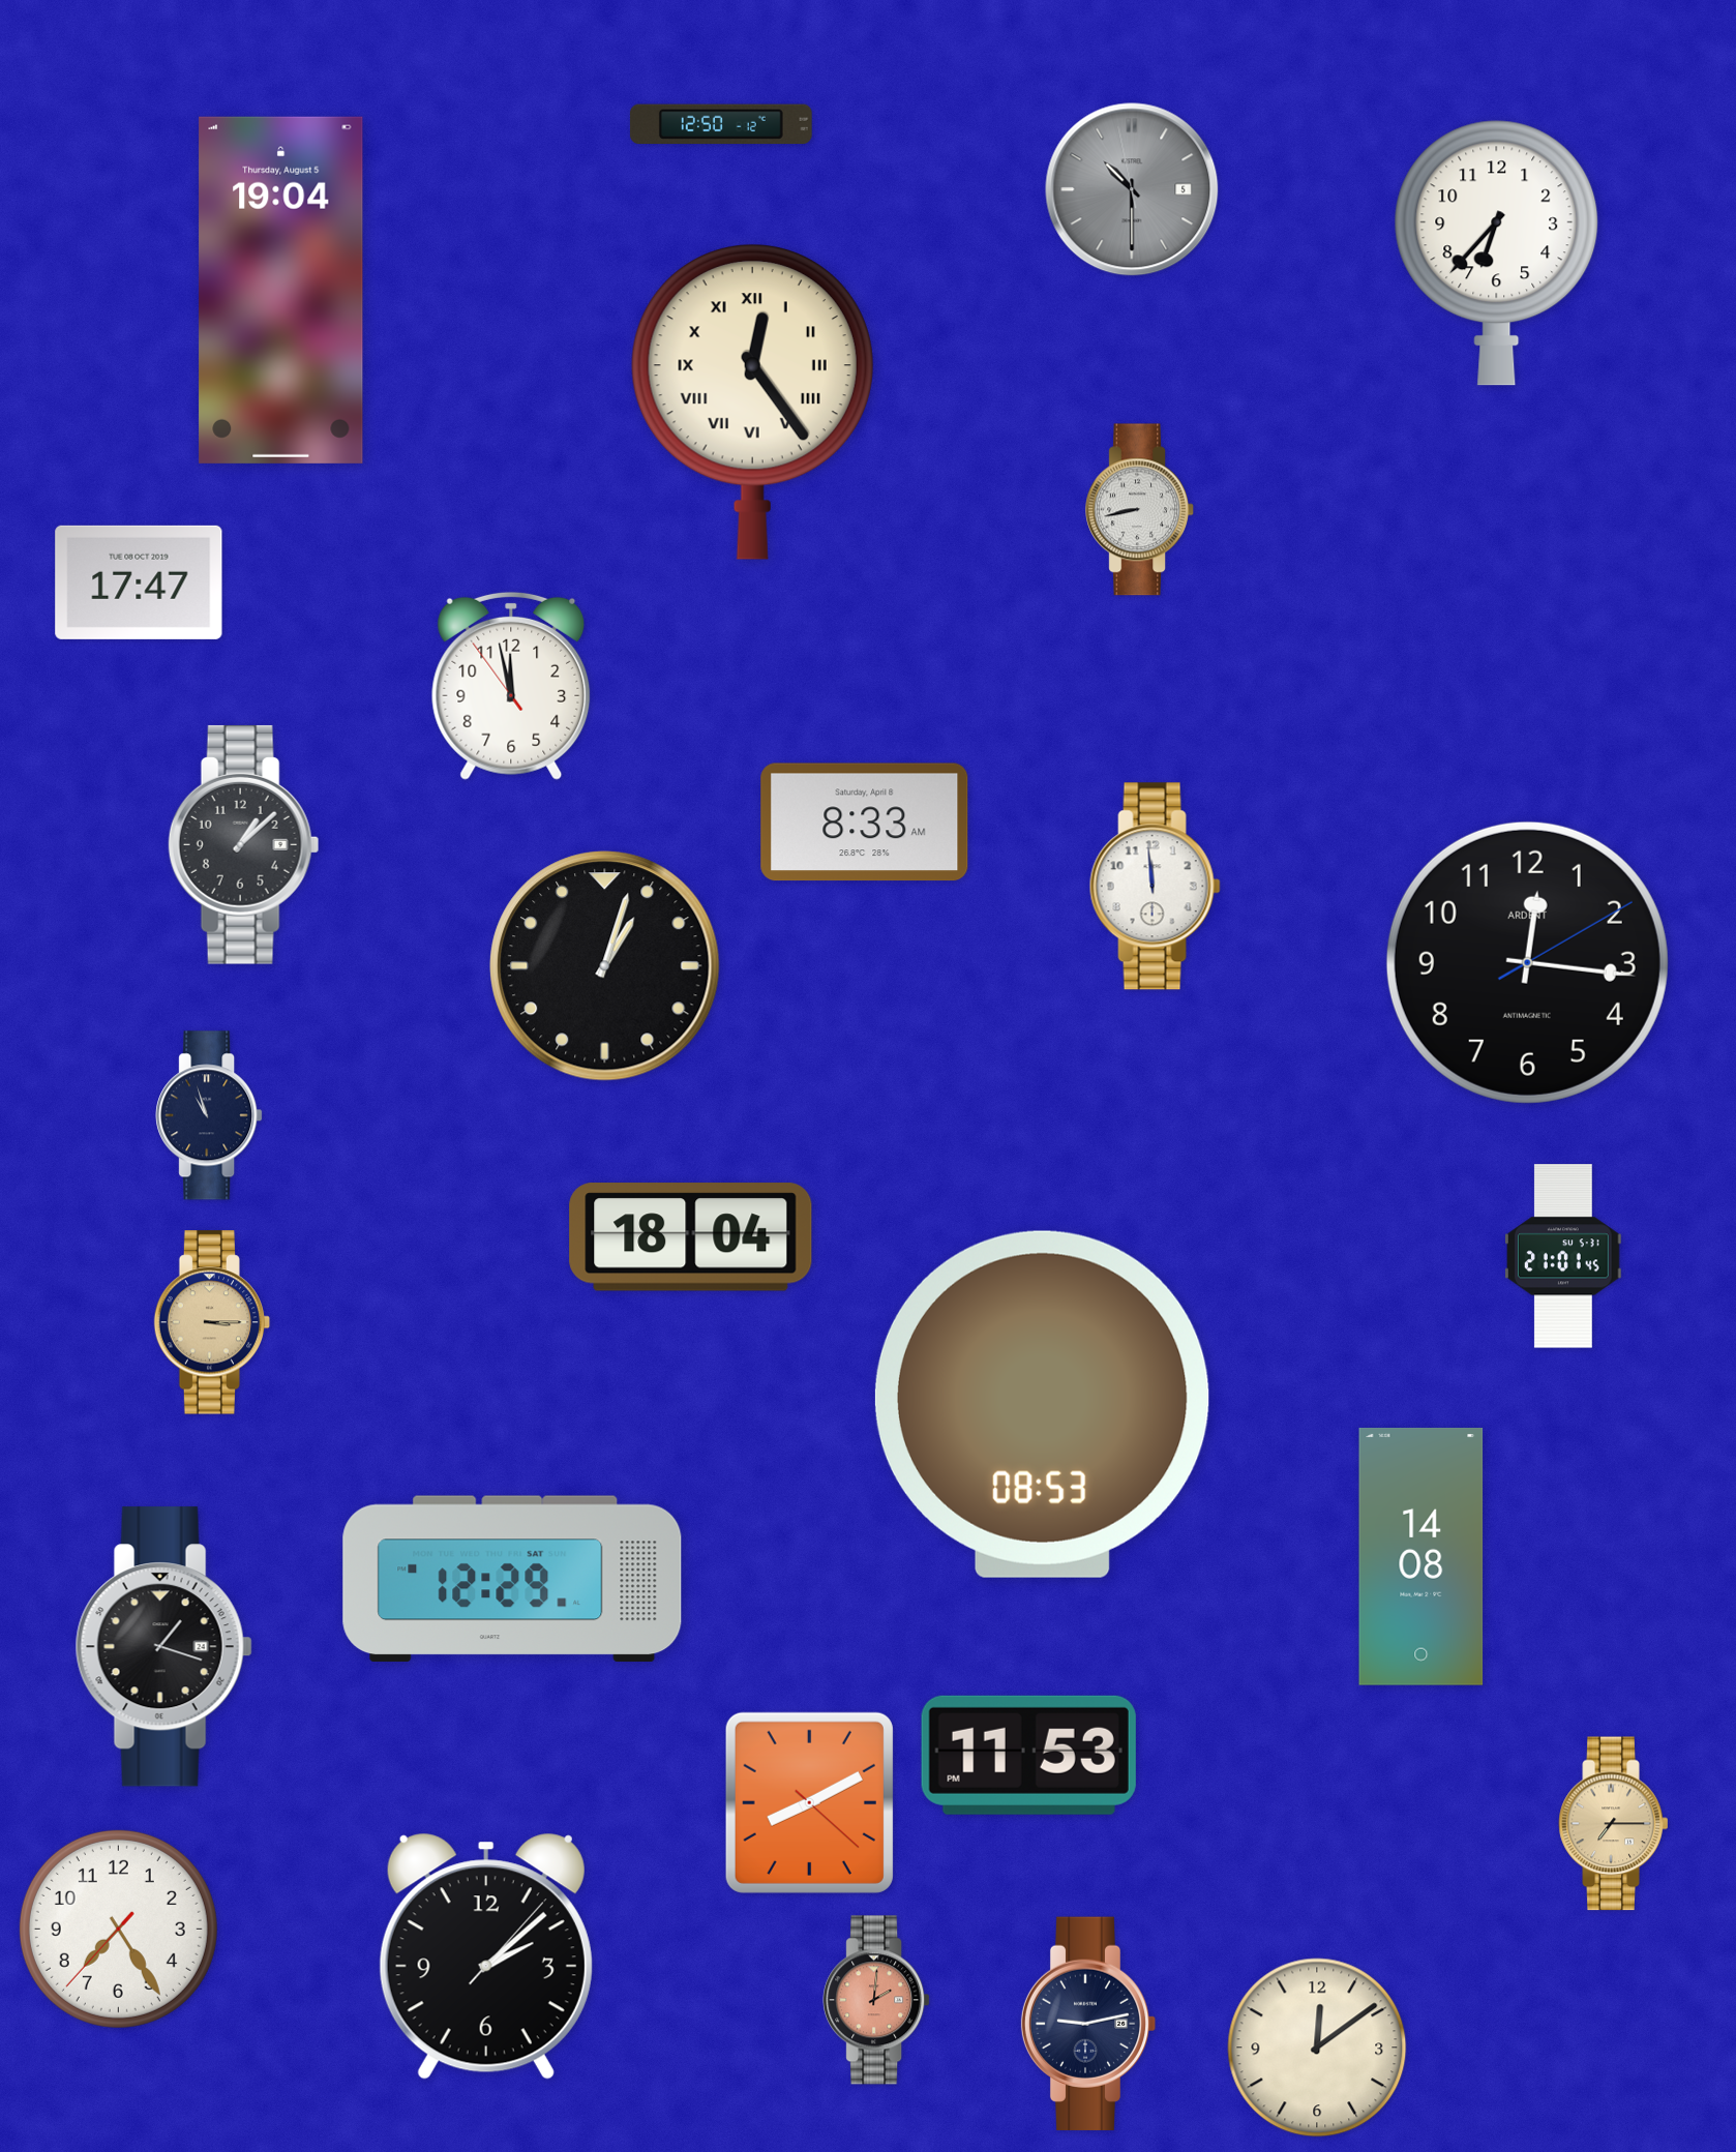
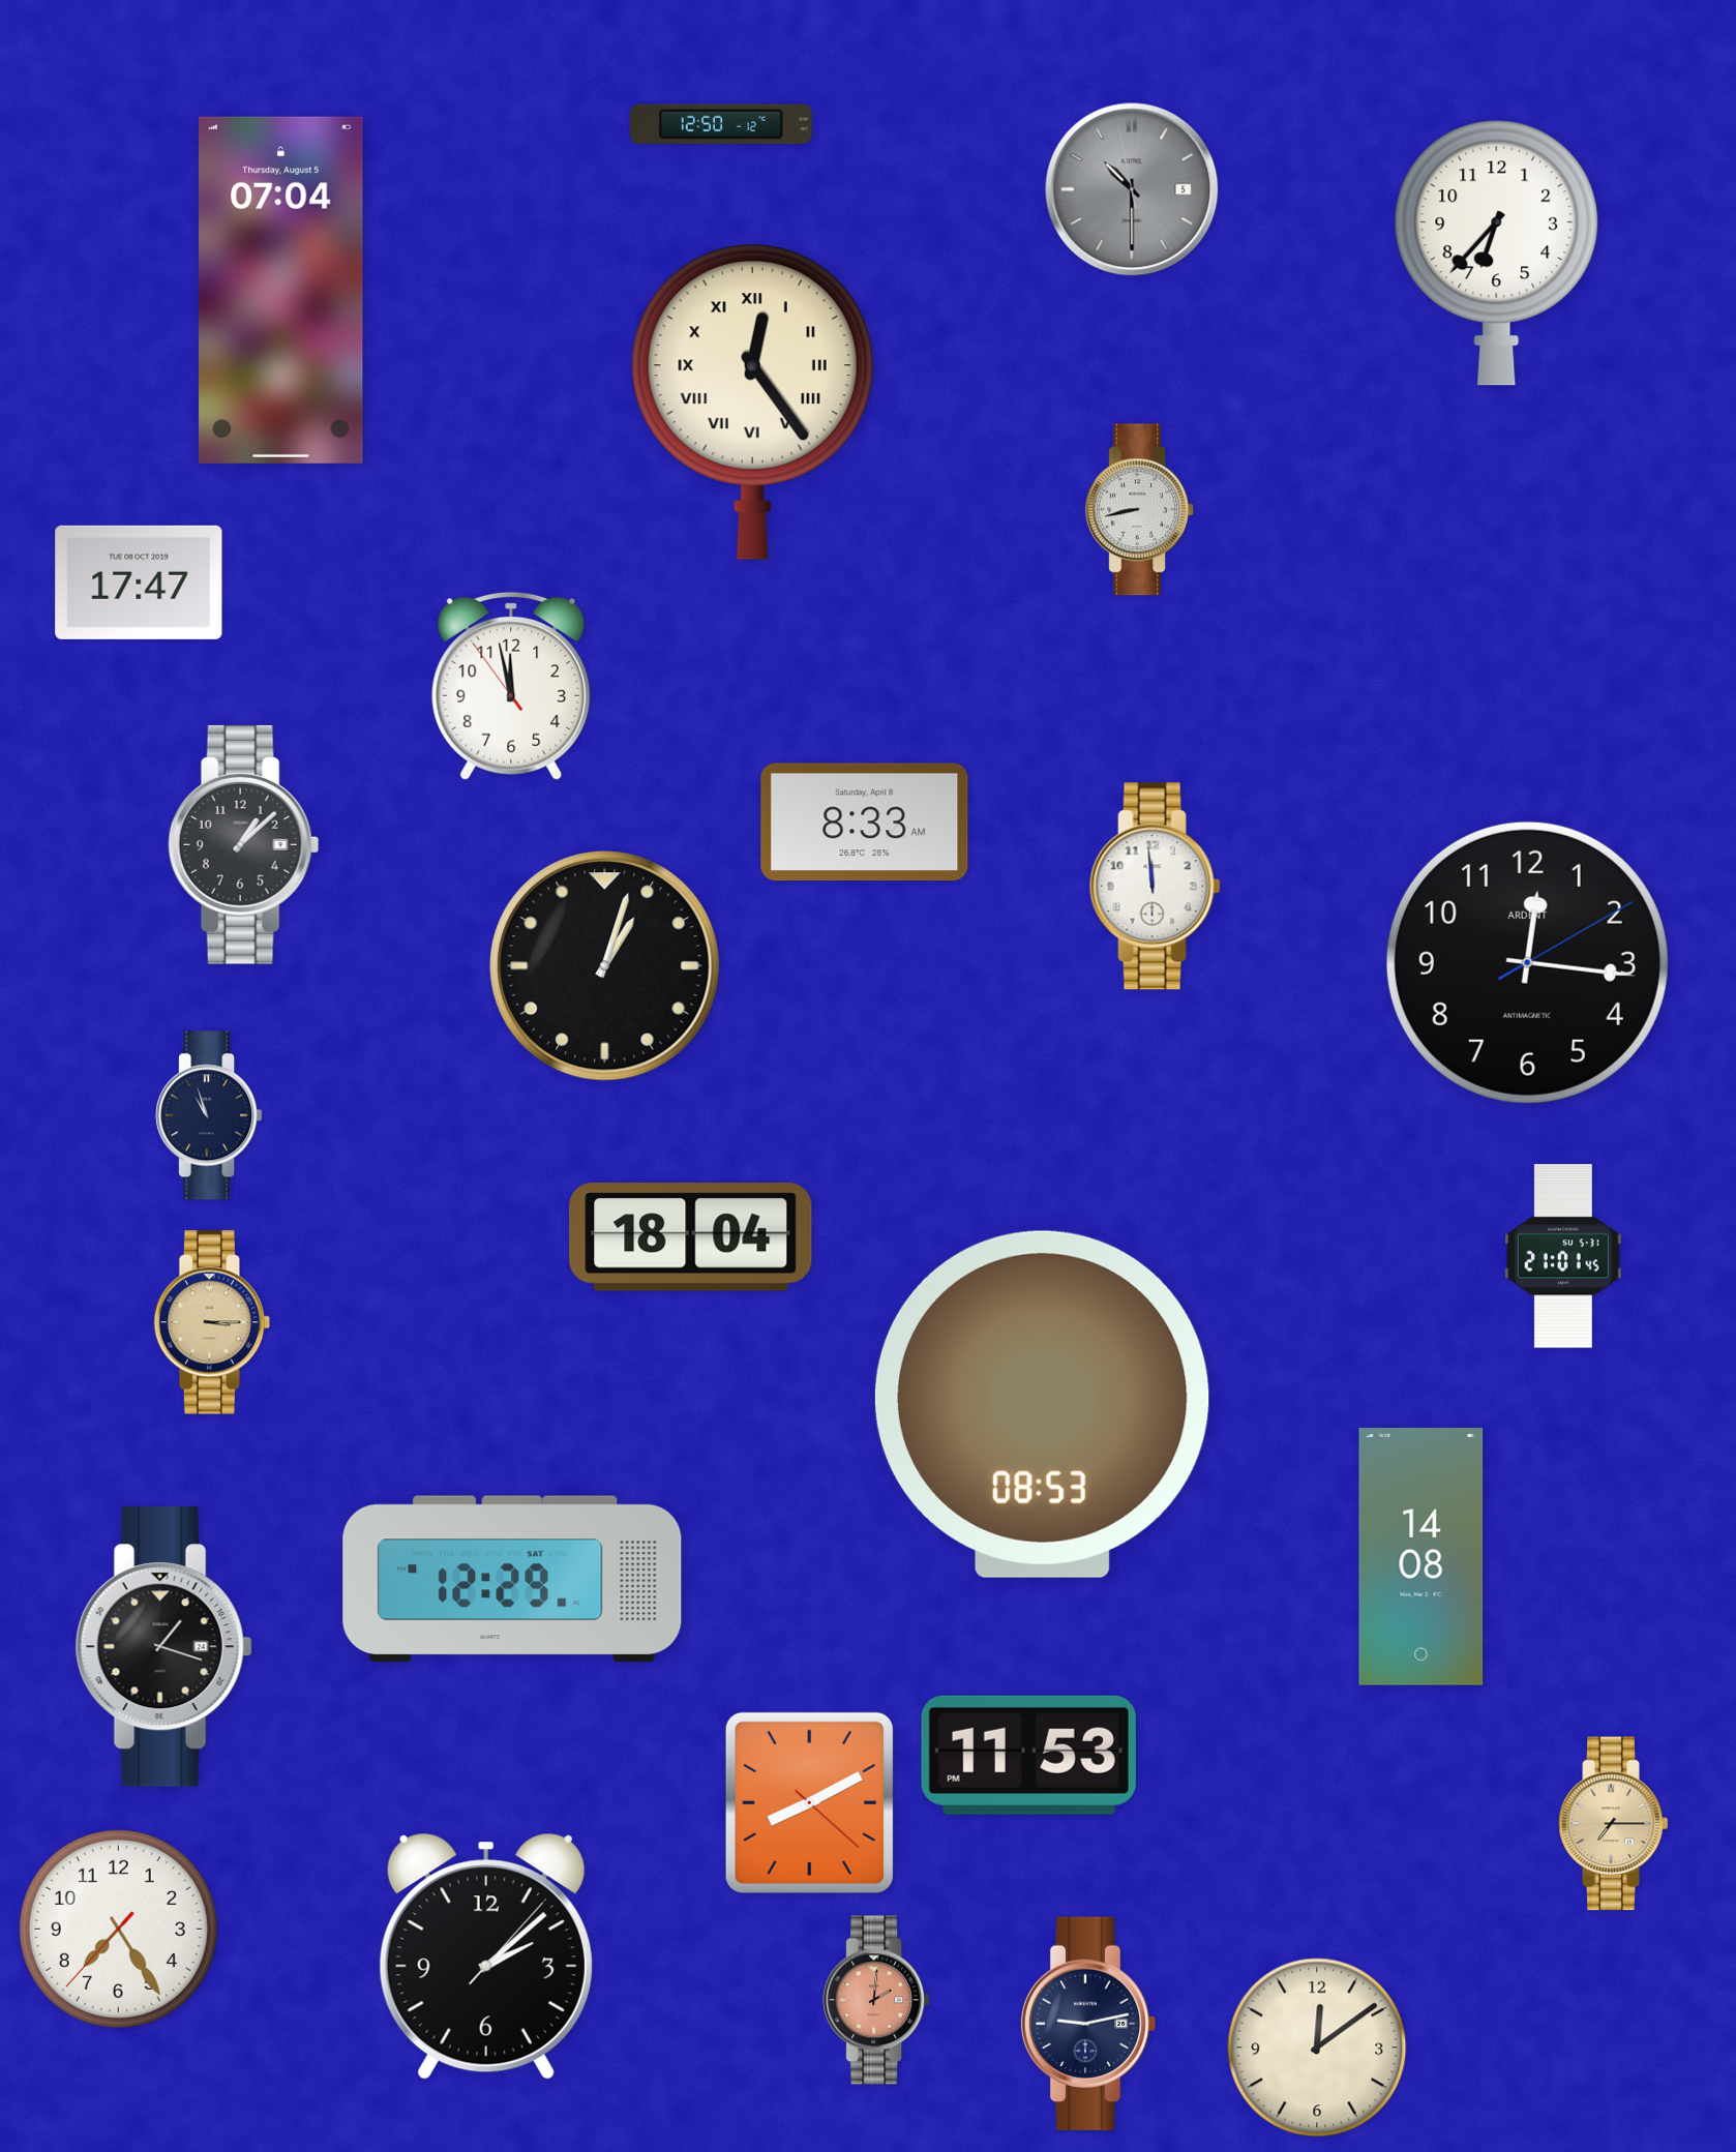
clock at (281, 290): 19:04 -> 07:04
